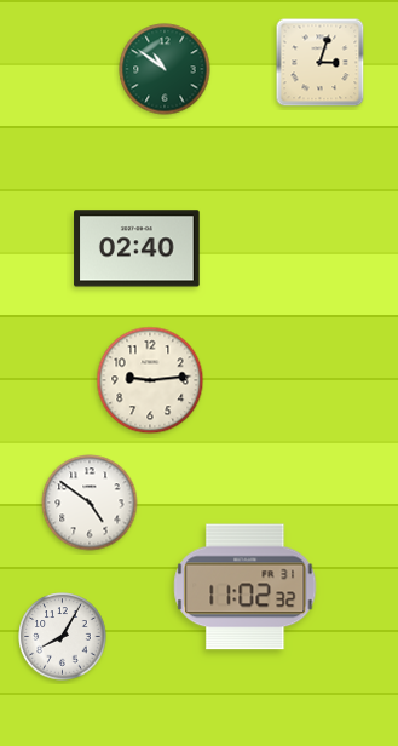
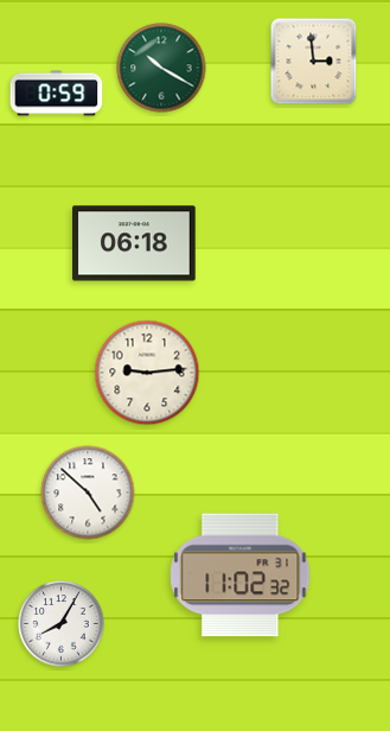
clock at (321, 63): 3:03 -> 2:59
clock at (165, 69): 10:51 -> 10:20
clock at (57, 94): none -> 0:59
clock at (137, 248): 02:40 -> 06:18
clock at (90, 503): 4:51 -> 4:52
